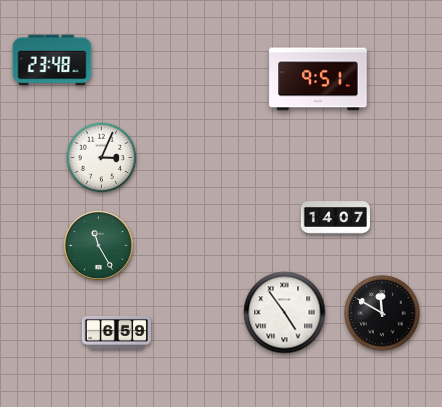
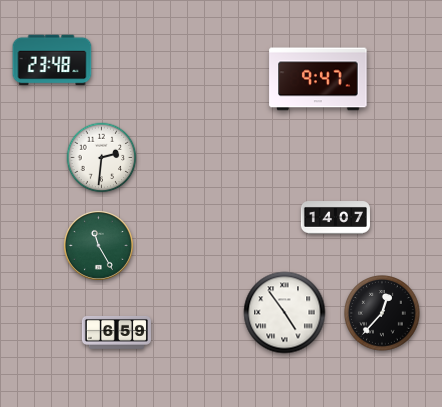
clock at (318, 79): 9:51 -> 9:47
clock at (102, 158): 3:04 -> 2:31
clock at (383, 314): 11:50 -> 12:37
